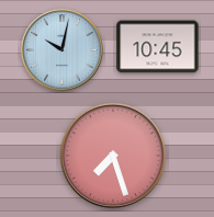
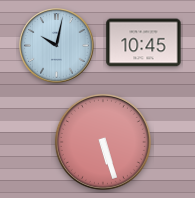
clock at (113, 156): 7:27 -> 5:27
